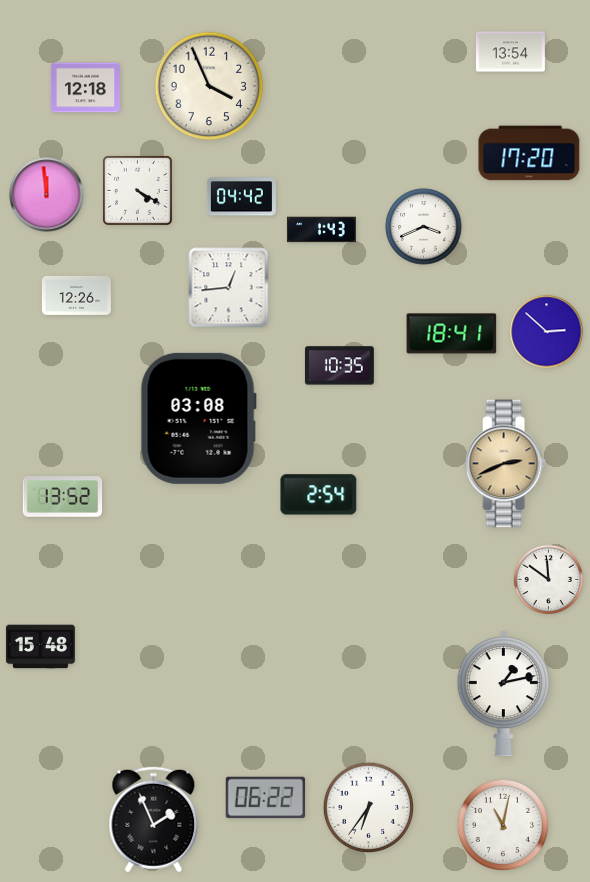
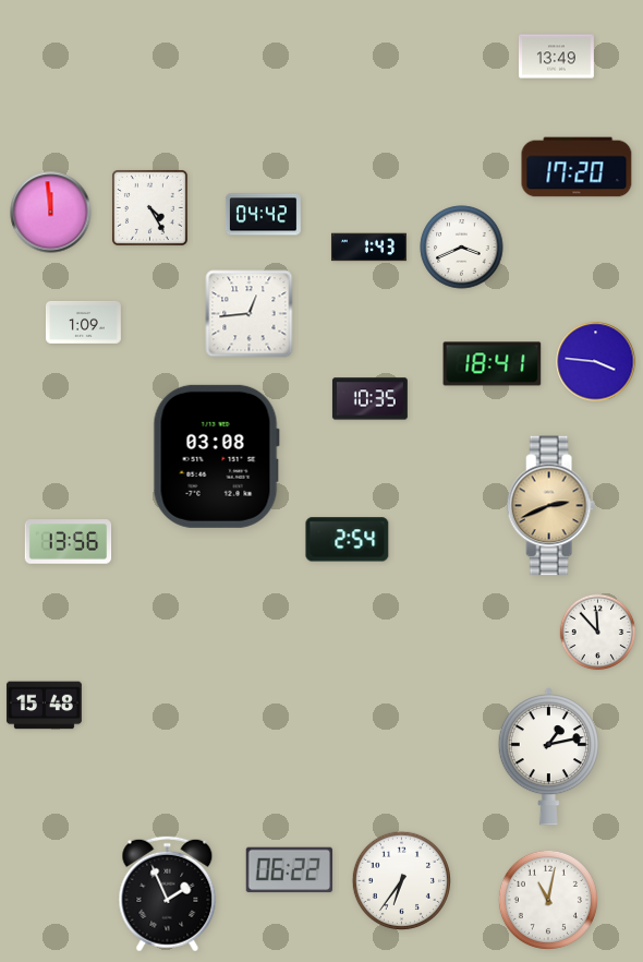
clock at (510, 52): 13:54 -> 13:49
clock at (209, 86): 3:56 -> none
clock at (85, 88): 12:18 -> none
clock at (137, 190): 4:20 -> 4:25
clock at (321, 230) position: (321, 230) -> (368, 248)
clock at (76, 295): 12:26 -> 1:09
clock at (547, 332): 2:52 -> 3:46
clock at (63, 497): 13:52 -> 13:56
clock at (549, 580): 11:51 -> 11:53
